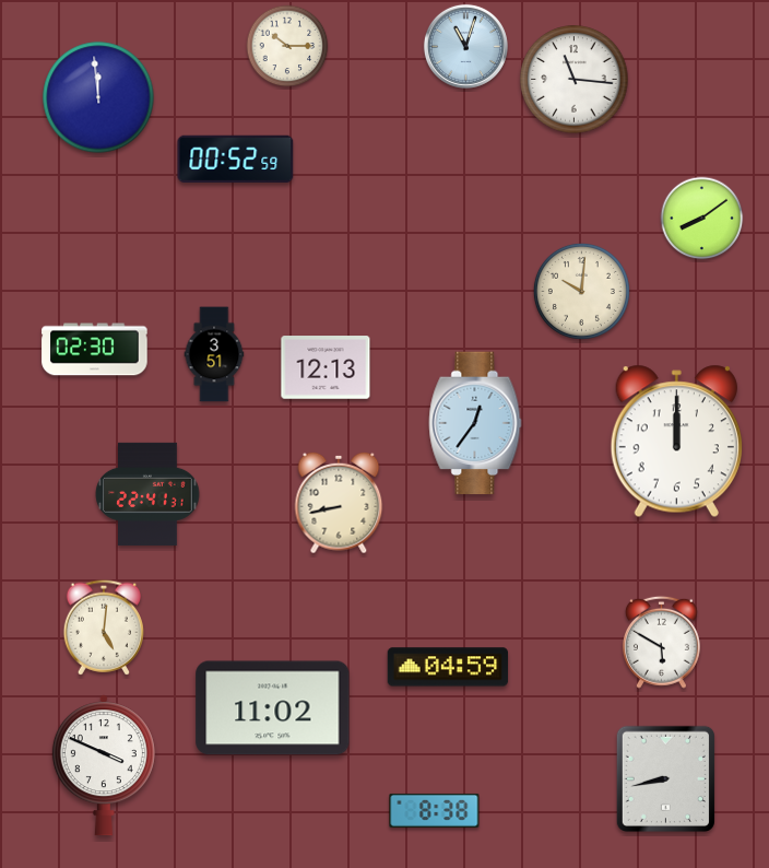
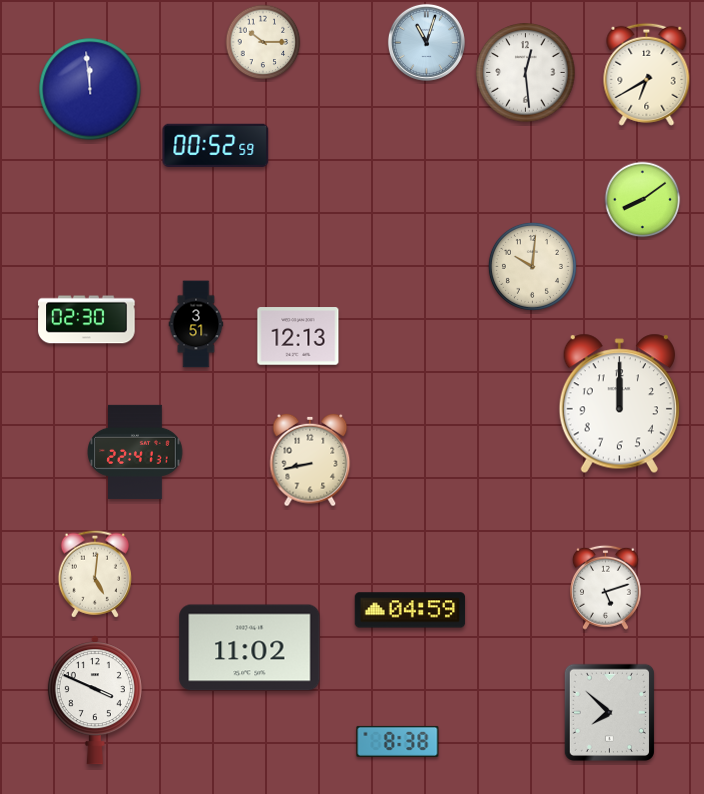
clock at (575, 80): 11:16 -> 12:29
clock at (647, 74): none -> 6:40
clock at (475, 423): 12:36 -> none
clock at (661, 642): 5:50 -> 5:12
clock at (665, 778): 8:43 -> 7:52
